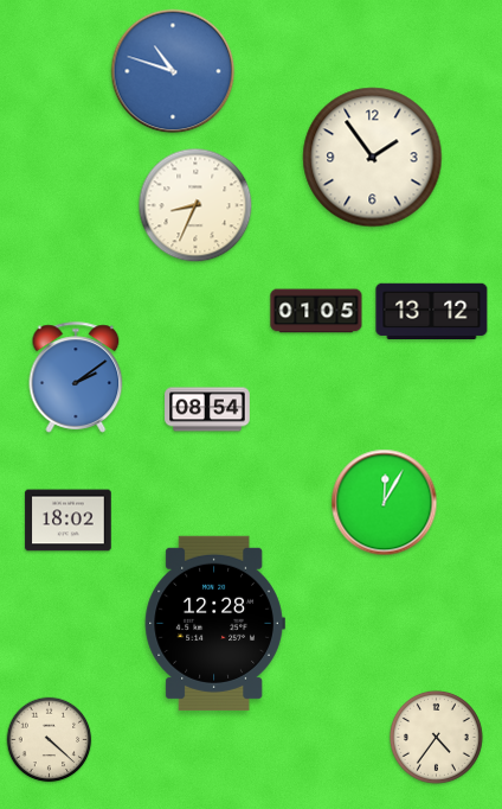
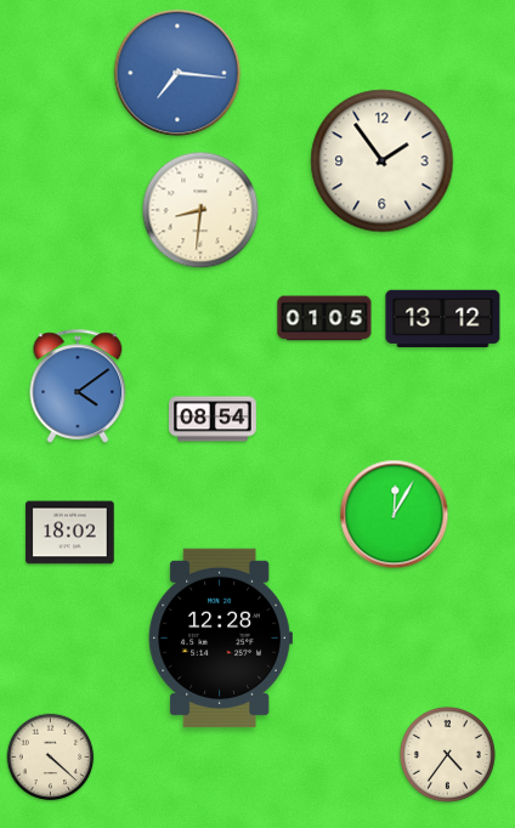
clock at (173, 71): 10:48 -> 7:16
clock at (195, 205): 8:34 -> 8:31
clock at (76, 377): 2:09 -> 4:09
